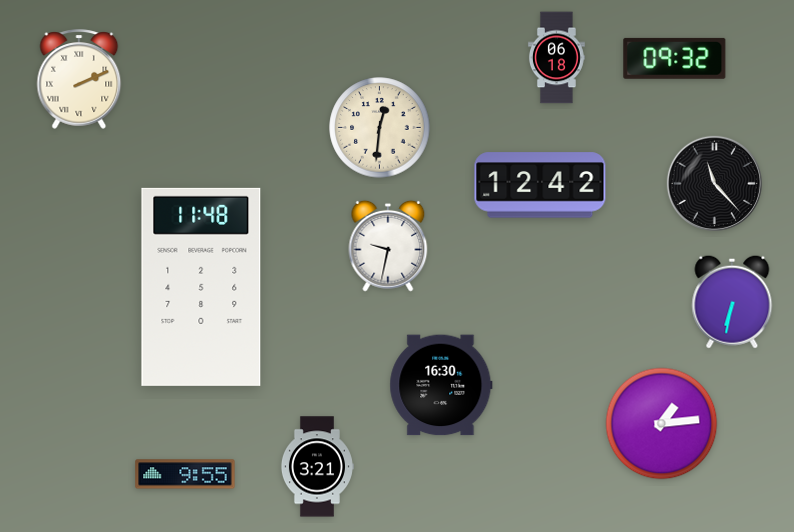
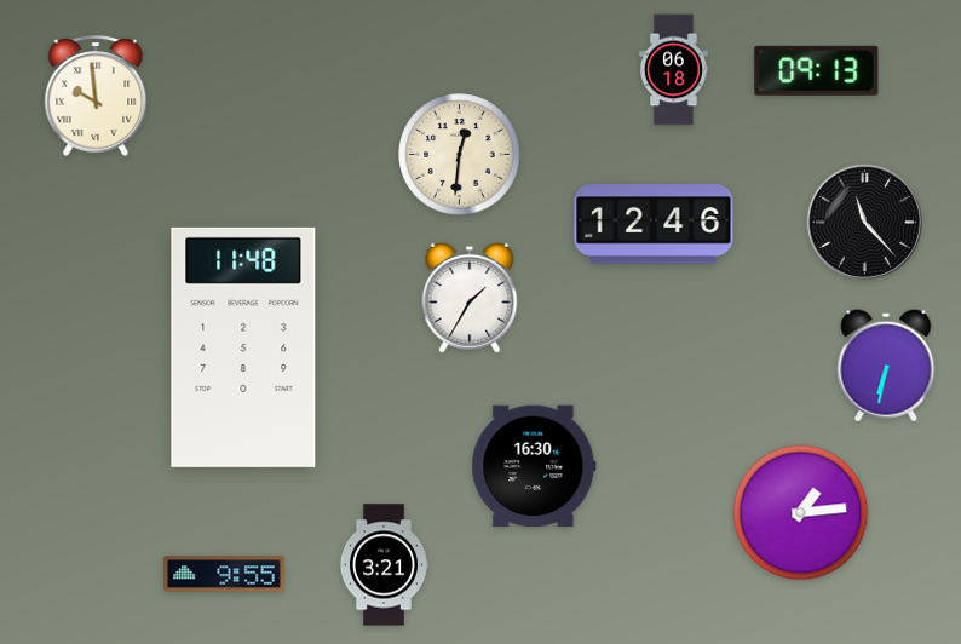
clock at (675, 58): 09:32 -> 09:13
clock at (79, 79): 2:11 -> 9:59
clock at (540, 185): 12:42 -> 12:46
clock at (388, 246): 9:32 -> 1:35
